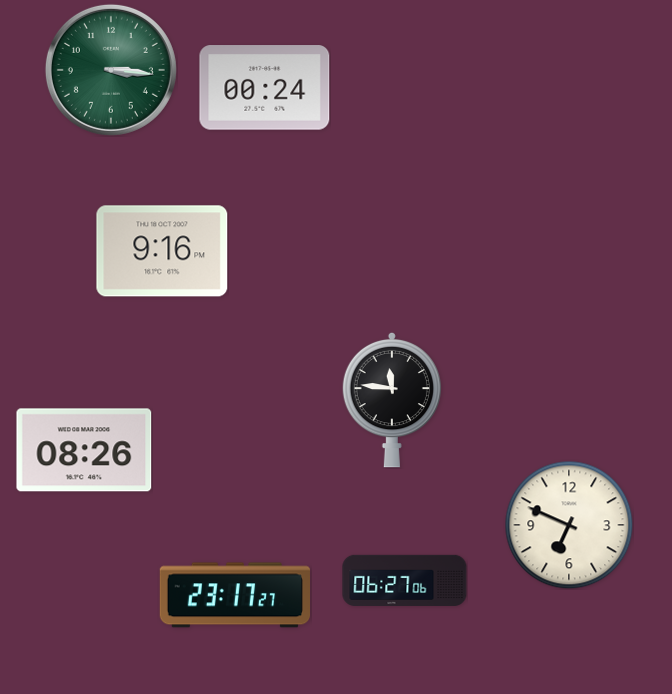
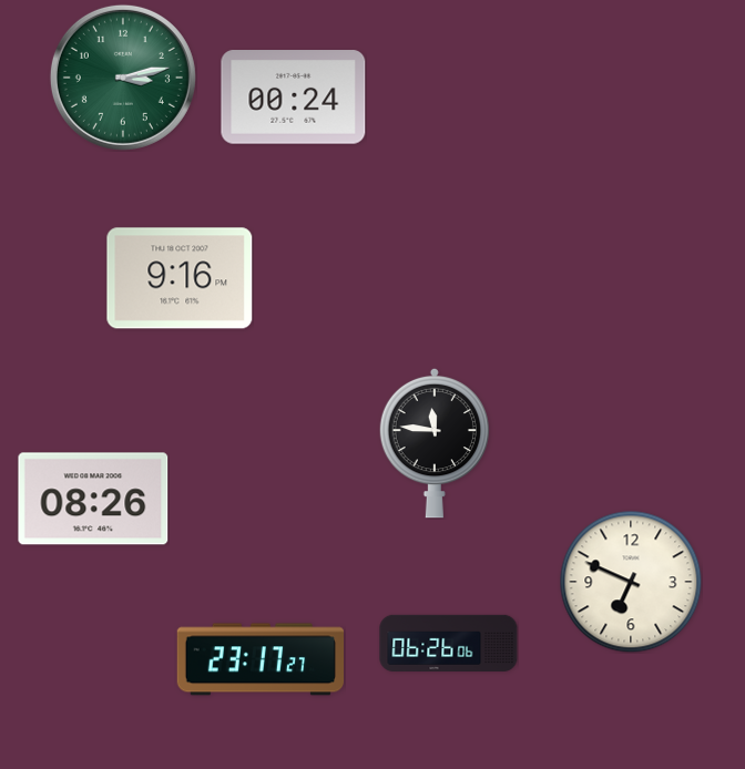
clock at (111, 70): 3:16 -> 3:13
clock at (405, 580): 06:27 -> 06:26
